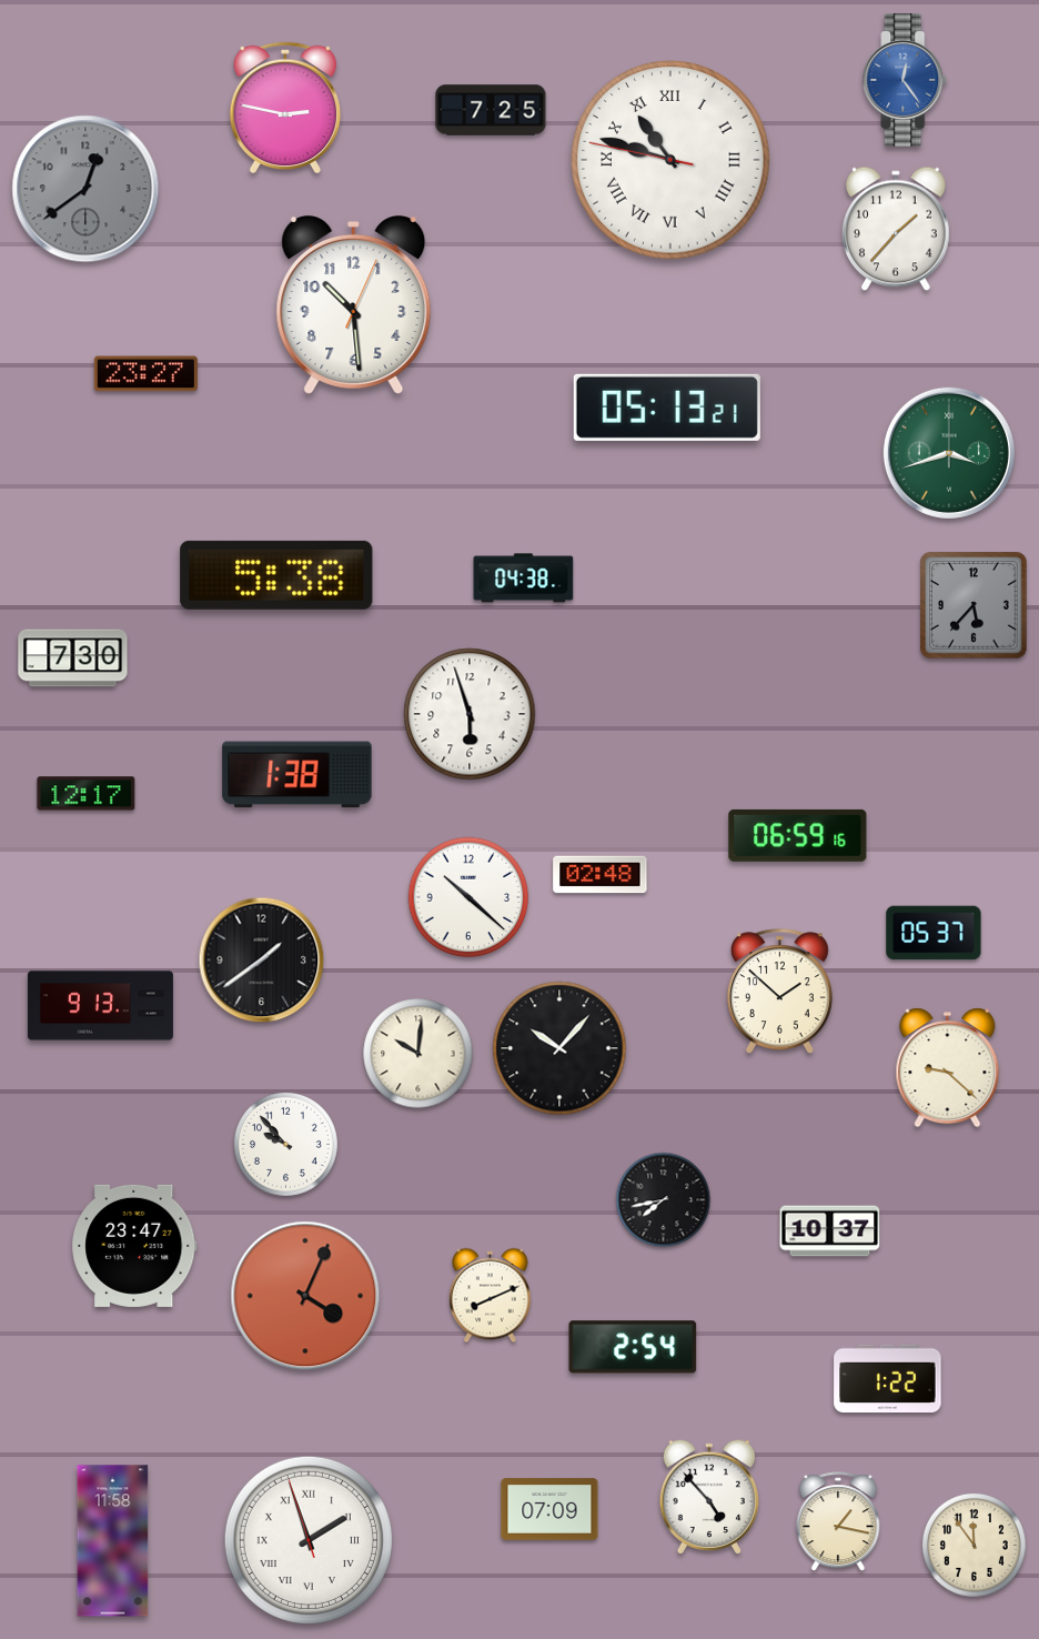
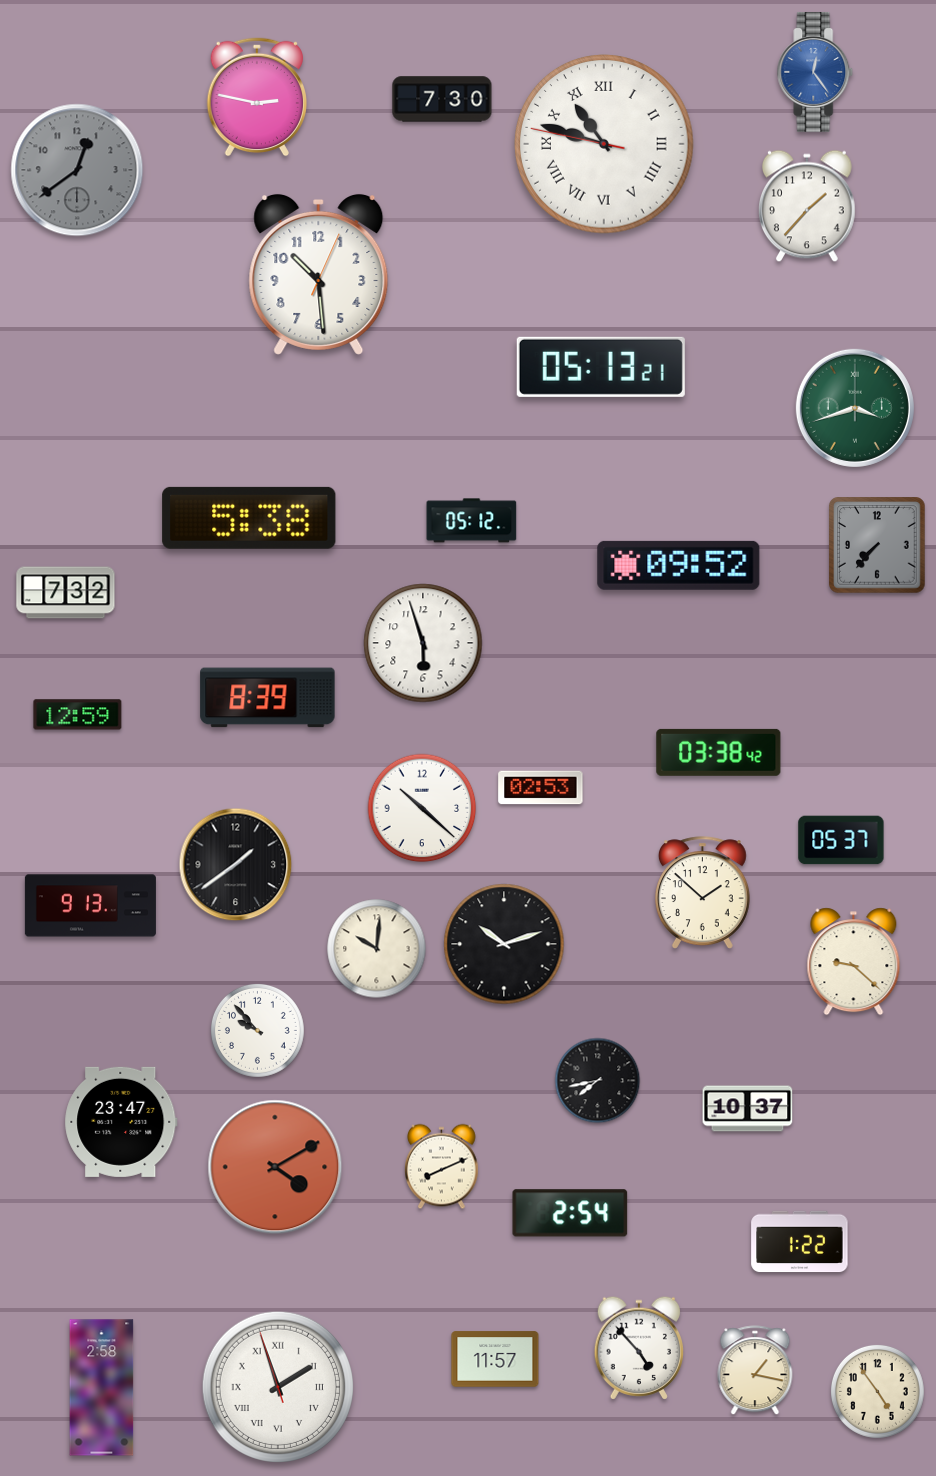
clock at (491, 110): 7:25 -> 7:30
clock at (145, 374): 23:27 -> none
clock at (524, 579): 04:38 -> 05:12
clock at (974, 605): 5:37 -> 7:37
clock at (679, 565): none -> 09:52
clock at (73, 658): 7:30 -> 7:32
clock at (297, 775): 1:38 -> 8:39
clock at (87, 794): 12:17 -> 12:59
clock at (798, 835): 06:59 -> 03:38
clock at (601, 875): 02:48 -> 02:53
clock at (559, 1048): 10:07 -> 10:12
clock at (305, 1296): 4:04 -> 4:10
clock at (549, 1509): 07:09 -> 11:57
clock at (113, 1541): 11:58 -> 2:58
clock at (974, 1545): 11:54 -> 4:54
